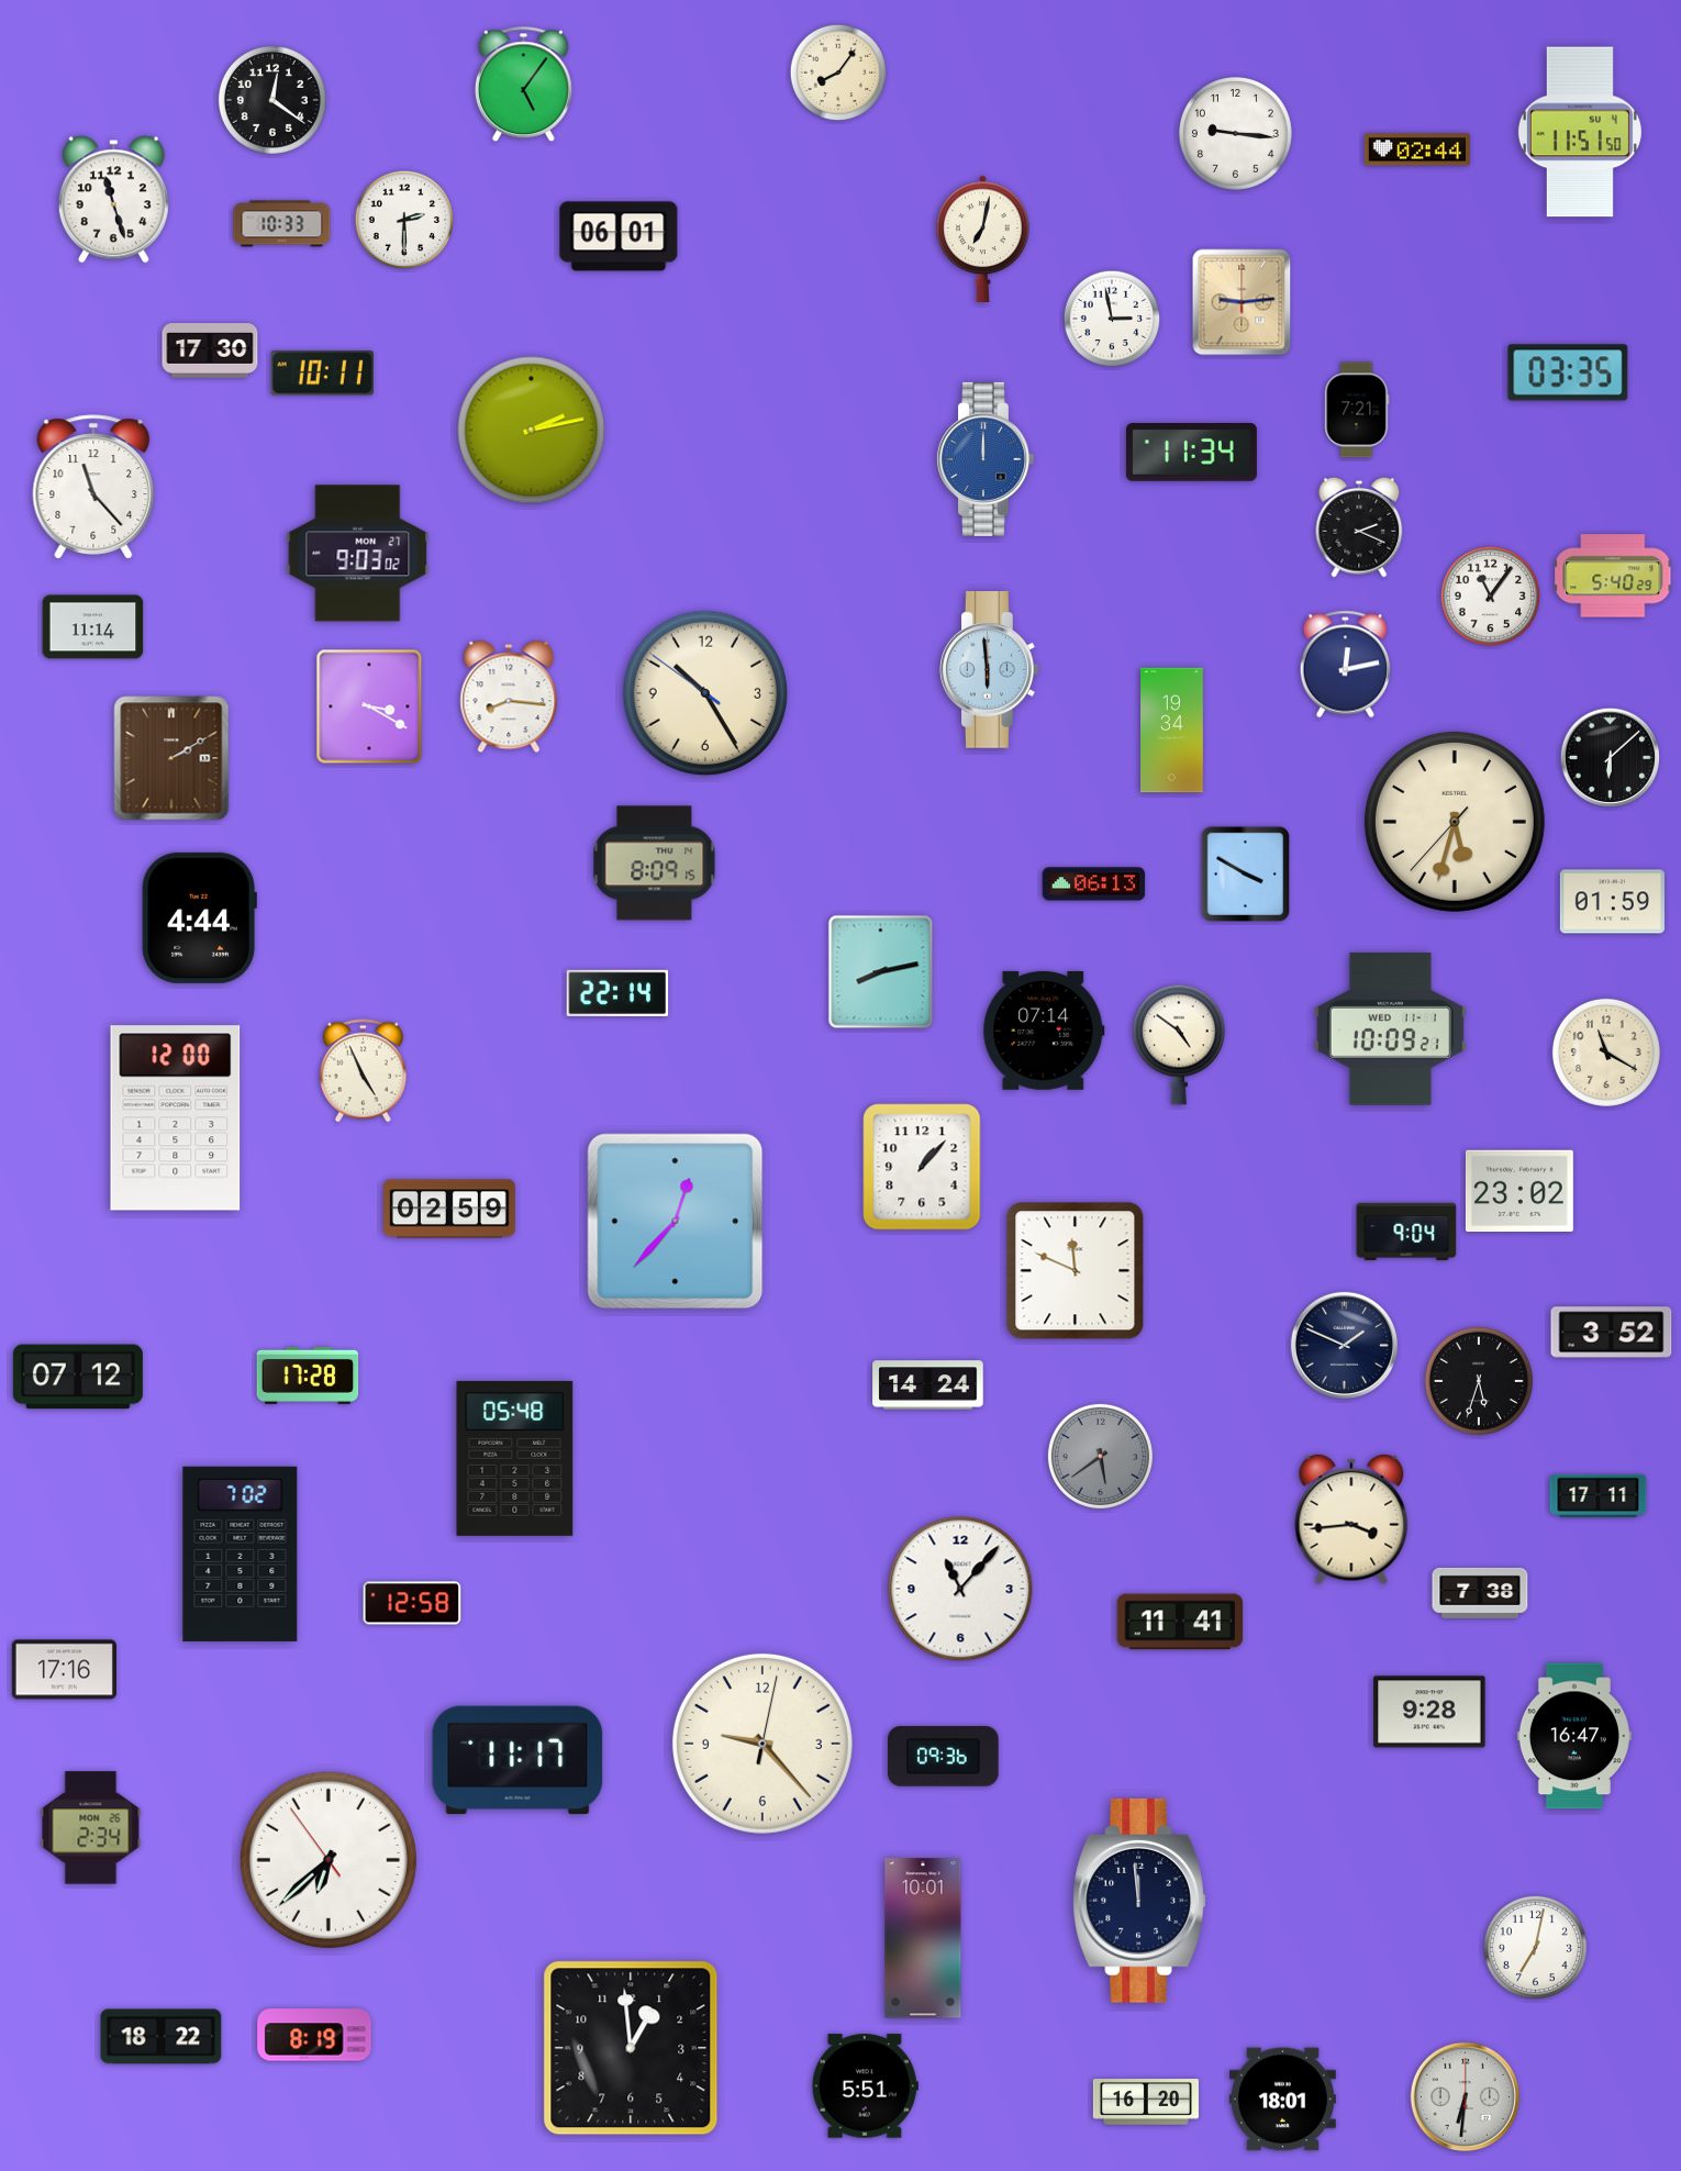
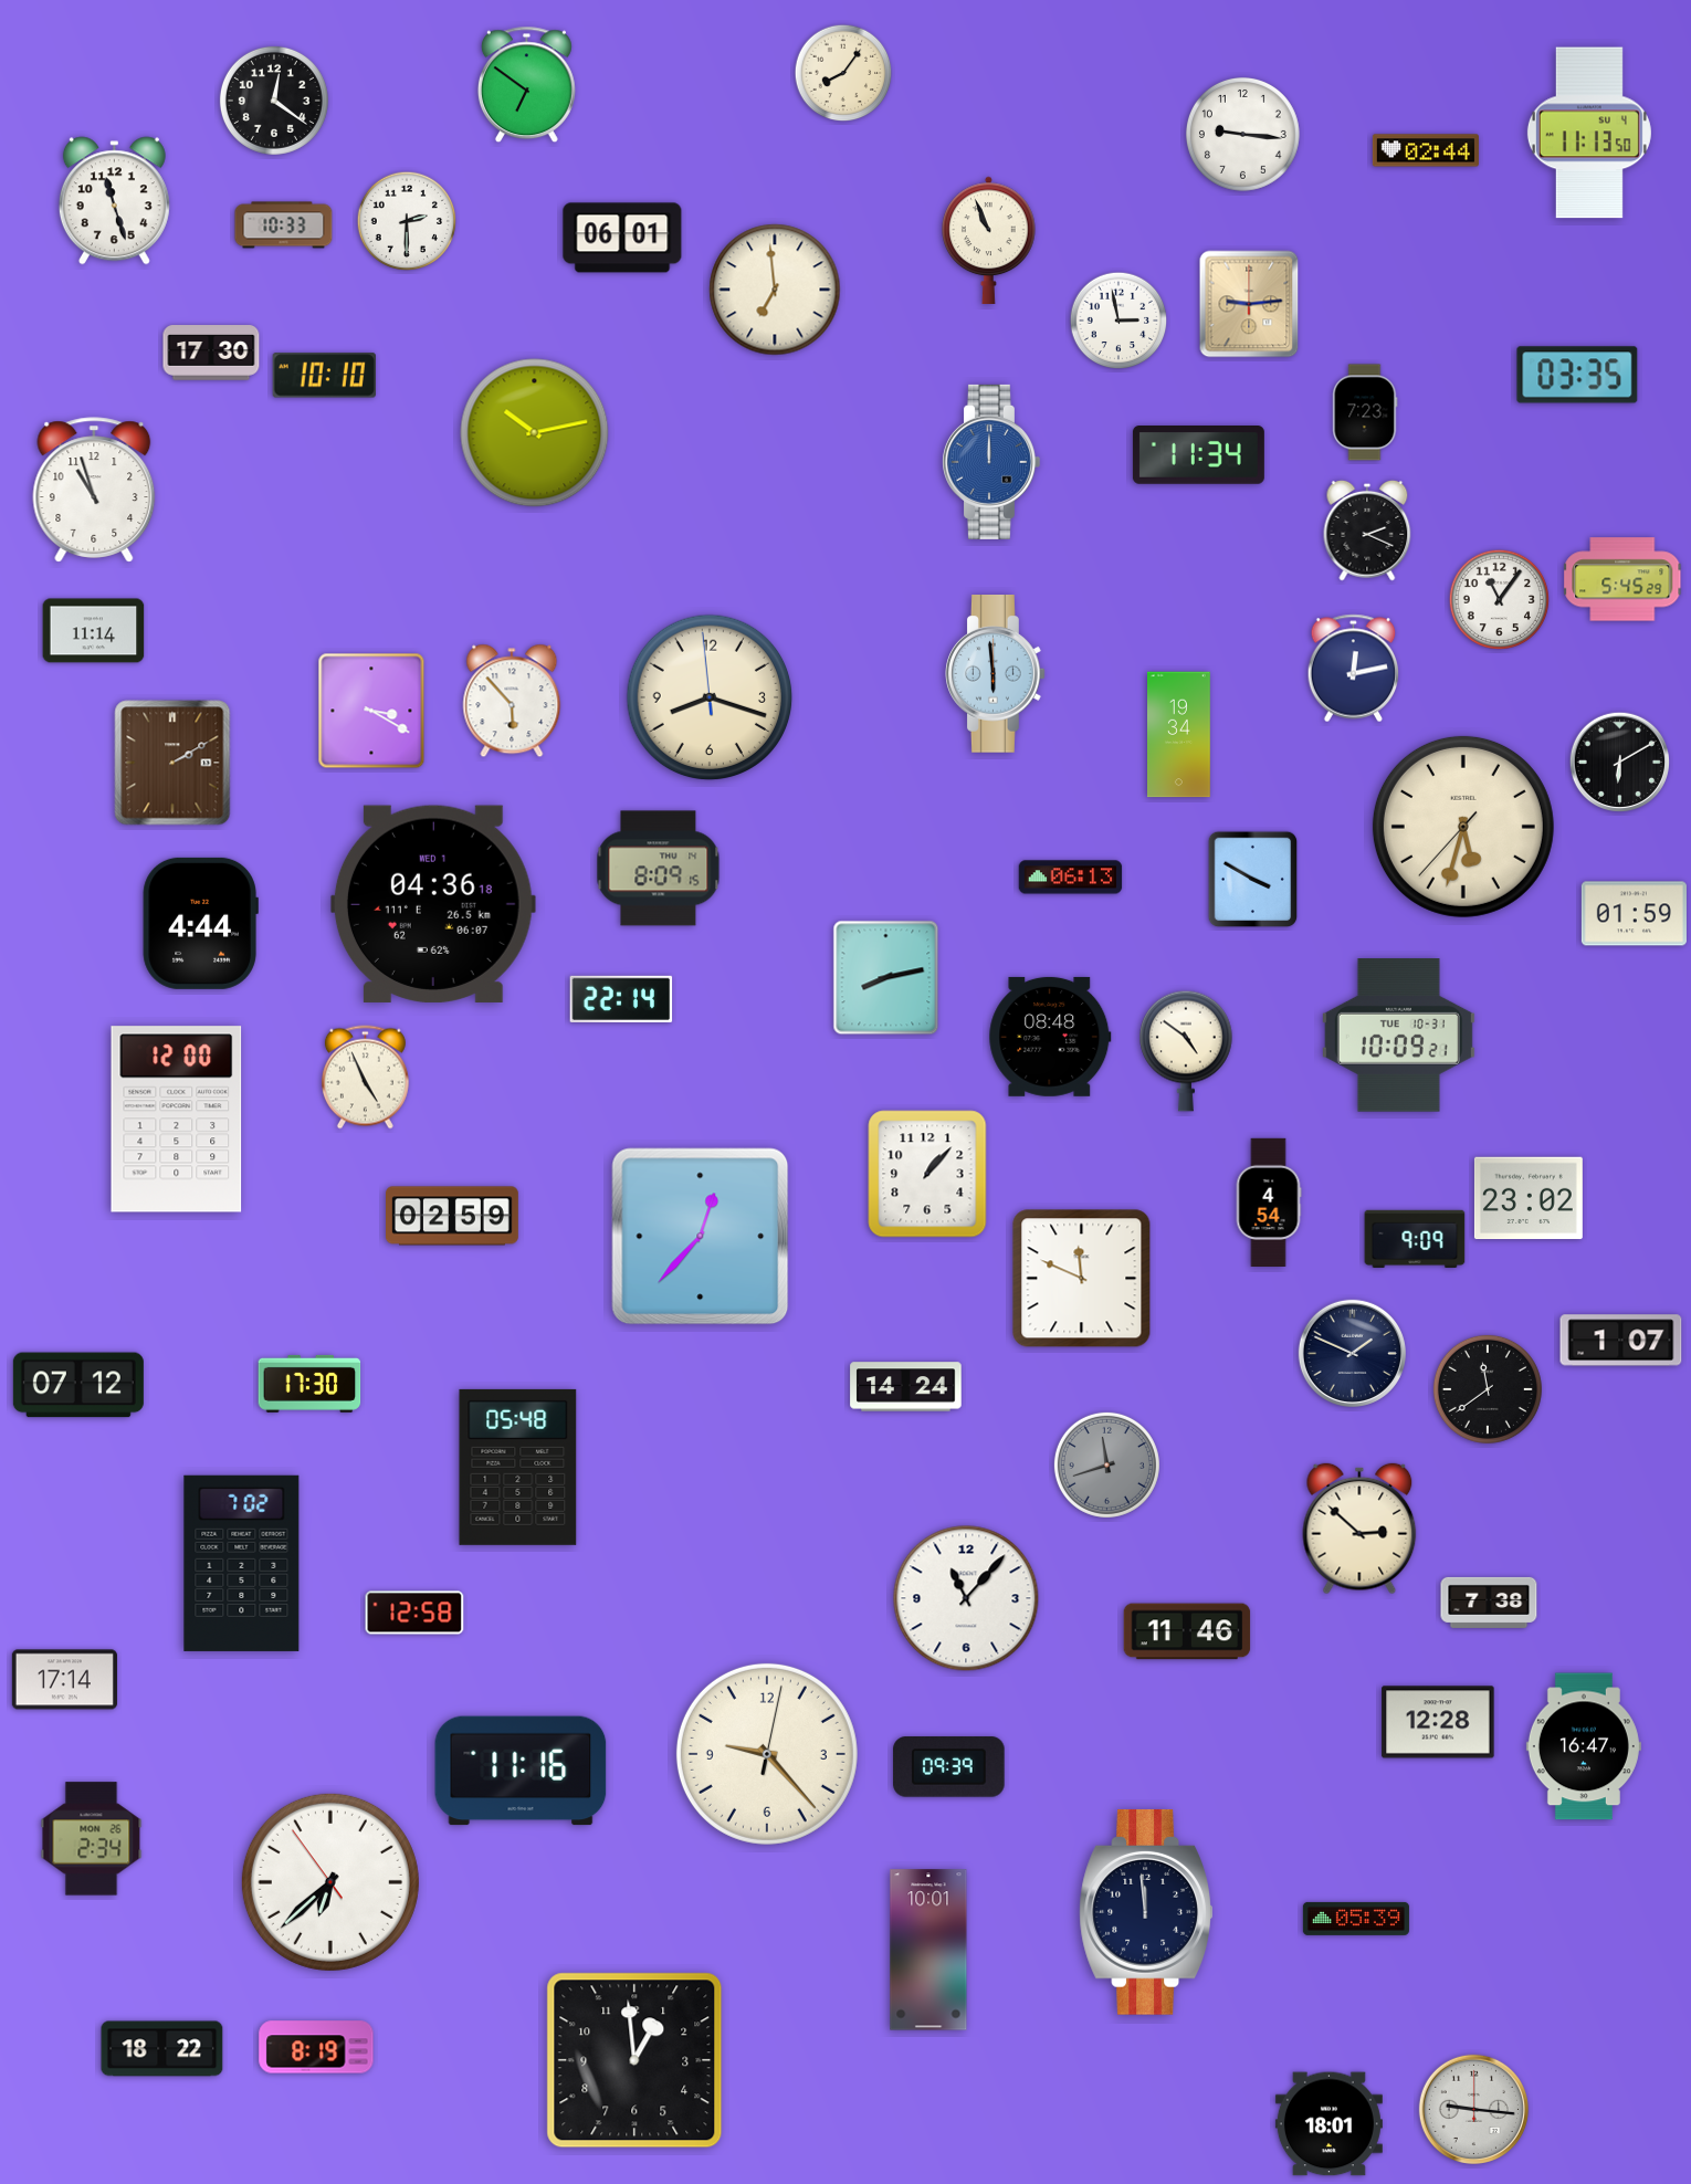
clock at (523, 85): 5:06 -> 6:51
clock at (1580, 132): 11:51 -> 11:13
clock at (983, 238): 7:02 -> 10:56
clock at (775, 290): none -> 6:59
clock at (322, 374): 10:11 -> 10:10
clock at (1357, 410): 7:21 -> 7:23
clock at (532, 431): 2:13 -> 10:13
clock at (93, 487): 11:23 -> 10:57
clock at (358, 554): 9:03 -> none
clock at (1614, 576): 5:40 -> 5:45
clock at (705, 693): 10:24 -> 8:17
clock at (509, 697): 8:16 -> 5:53
clock at (1611, 758): 6:08 -> 6:10
clock at (1094, 884) position: (1094, 884) -> (1071, 878)
clock at (433, 904): none -> 04:36
clock at (1612, 902) position: (1612, 902) -> (1634, 914)
clock at (1390, 1029) date: WED 11-1 -> TUE 10-31
clock at (1044, 1031): 07:14 -> 08:48
clock at (1606, 1053): 11:20 -> none
clock at (176, 1118) position: (176, 1118) -> (177, 1120)
clock at (1269, 1201): none -> 4:54
clock at (676, 1222) position: (676, 1222) -> (701, 1237)
clock at (1406, 1231): 9:04 -> 9:09
clock at (1612, 1333): 3:52 -> 1:07
clock at (308, 1376): 17:28 -> 17:30
clock at (1479, 1381): 5:33 -> 11:39
clock at (928, 1385) position: (928, 1385) -> (906, 1387)
clock at (1100, 1456): 5:39 -> 11:42
clock at (1599, 1495): 17:11 -> none
clock at (1351, 1519): 3:44 -> 2:52
clock at (1180, 1622): 11:41 -> 11:46
clock at (64, 1670): 17:16 -> 17:14
clock at (1429, 1712): 9:28 -> 12:28
clock at (944, 1757): 09:36 -> 09:39
clock at (517, 1760): 11:17 -> 11:16
clock at (329, 1860) position: (329, 1860) -> (330, 1882)
clock at (1356, 1919): none -> 05:39
clock at (1535, 1947): 7:02 -> none
clock at (865, 2086): 5:51 -> none
clock at (1465, 2096): 6:31 -> 9:16
clock at (1282, 2100) position: (1282, 2100) -> (1328, 2124)
clock at (1146, 2102): 16:20 -> none
